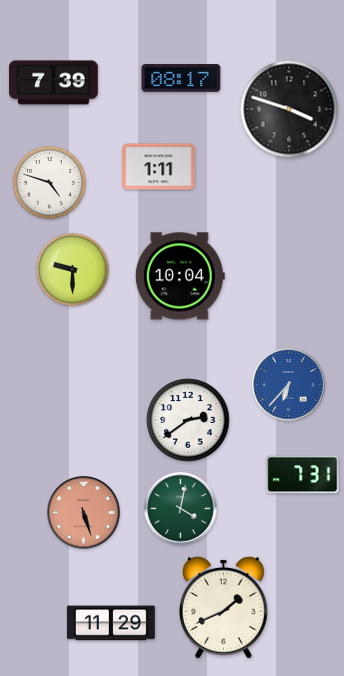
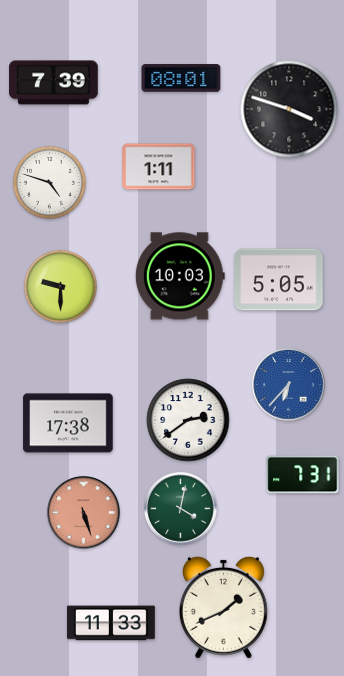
clock at (181, 78): 08:17 -> 08:01
clock at (72, 269) position: (72, 269) -> (60, 286)
clock at (180, 276): 10:04 -> 10:03
clock at (279, 280): none -> 5:05
clock at (68, 423): none -> 17:38
clock at (111, 623): 11:29 -> 11:33
